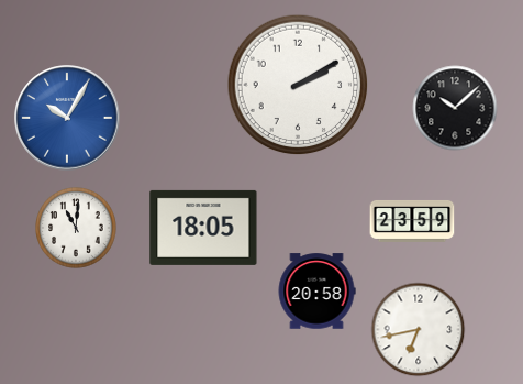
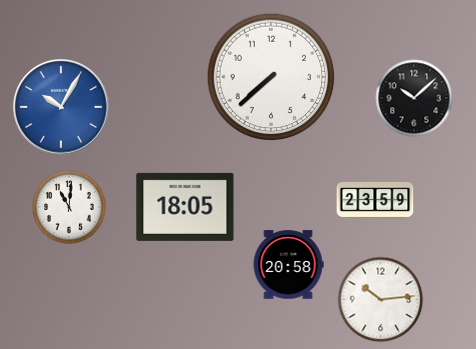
clock at (298, 85): 2:10 -> 7:38
clock at (419, 330): 6:43 -> 10:14
